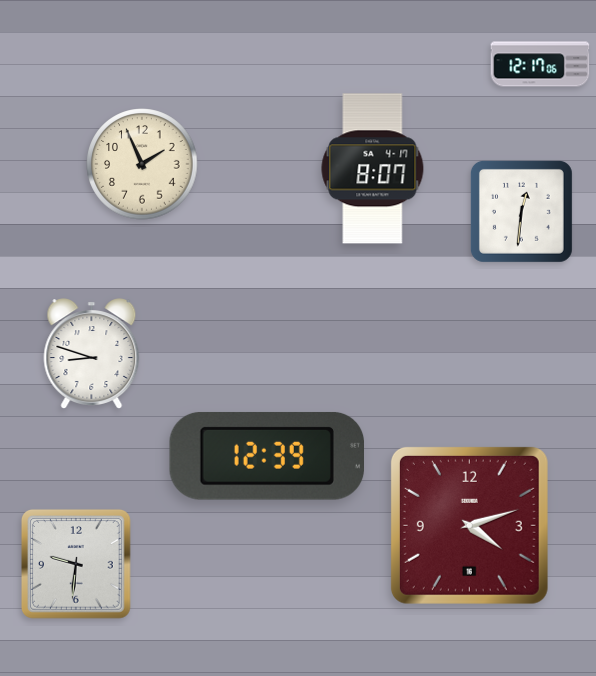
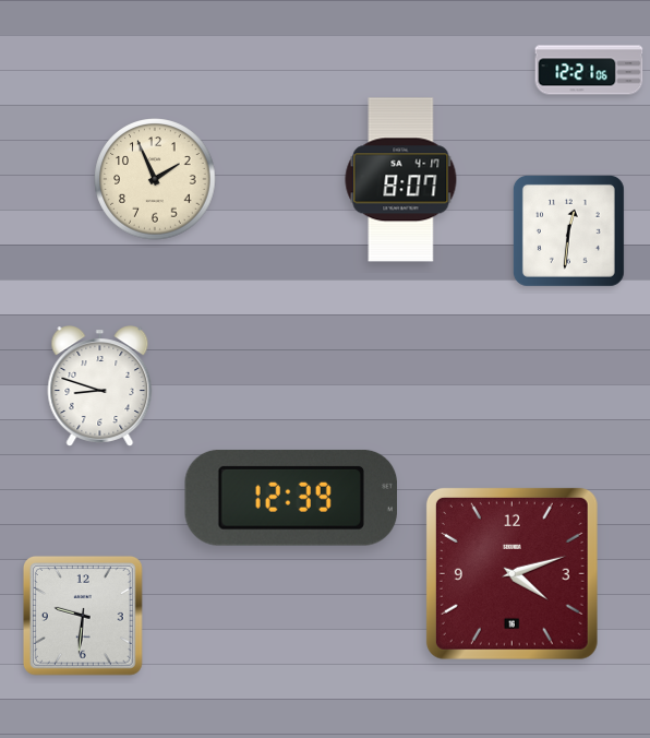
clock at (540, 64): 12:17 -> 12:21
clock at (373, 169) position: (373, 169) -> (401, 180)
